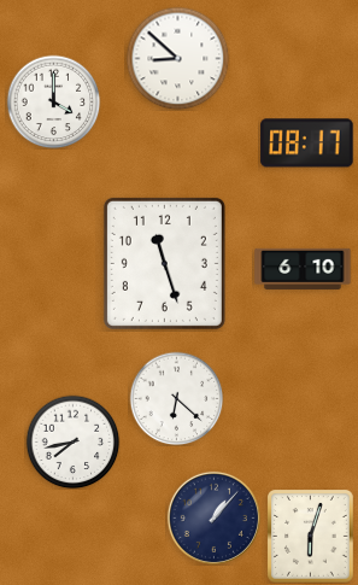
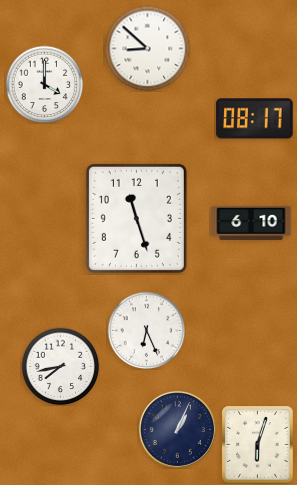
clock at (176, 398): 6:22 -> 6:26
clock at (213, 517): 1:07 -> 1:04
